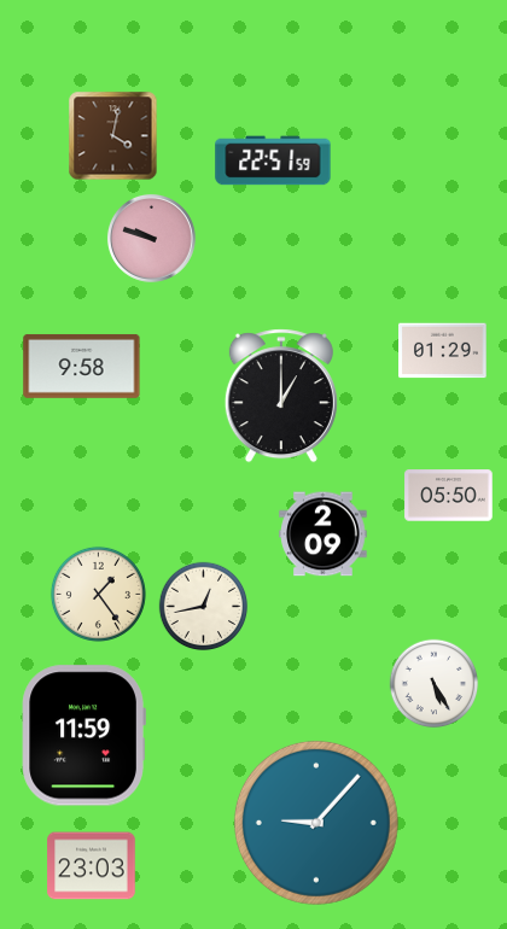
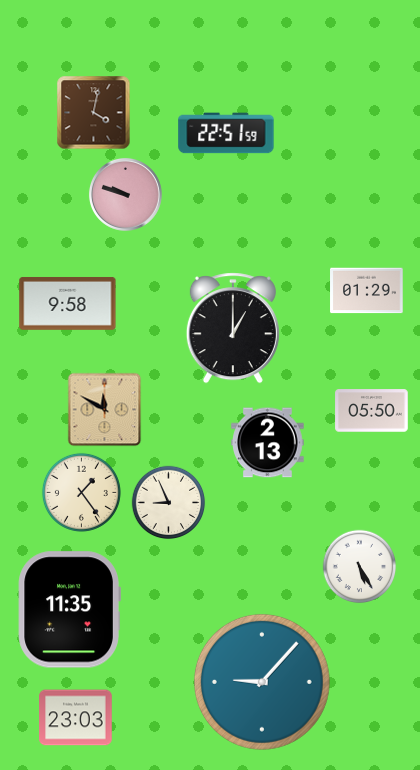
clock at (151, 238) position: (151, 238) -> (125, 194)
clock at (105, 410): none -> 11:50
clock at (324, 534): 2:09 -> 2:13
clock at (204, 607): 12:43 -> 8:56
clock at (83, 736): 11:59 -> 11:35
